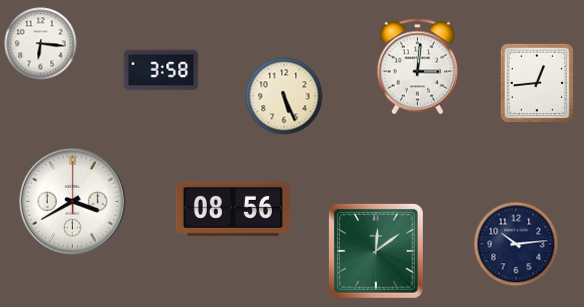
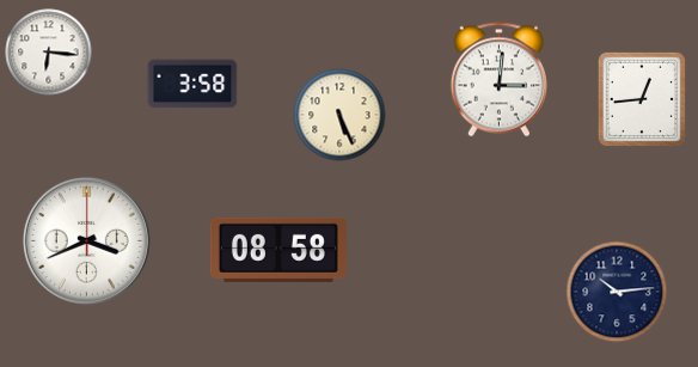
clock at (72, 201): 3:40 -> 3:41
clock at (233, 209): 08:56 -> 08:58
clock at (376, 251): 12:09 -> none
